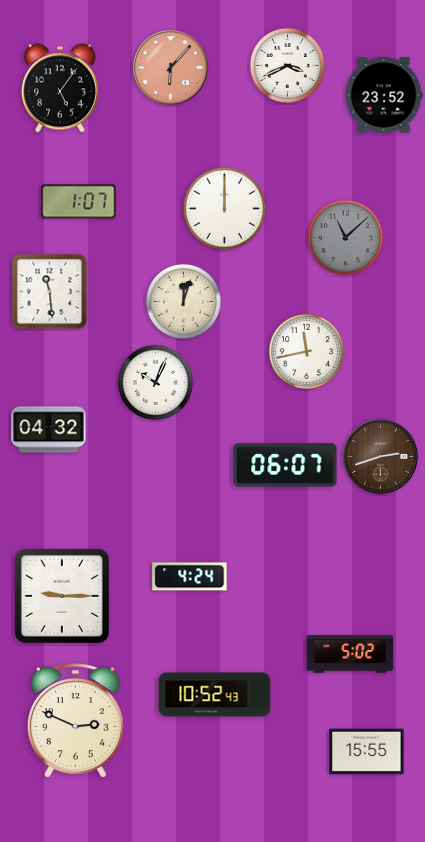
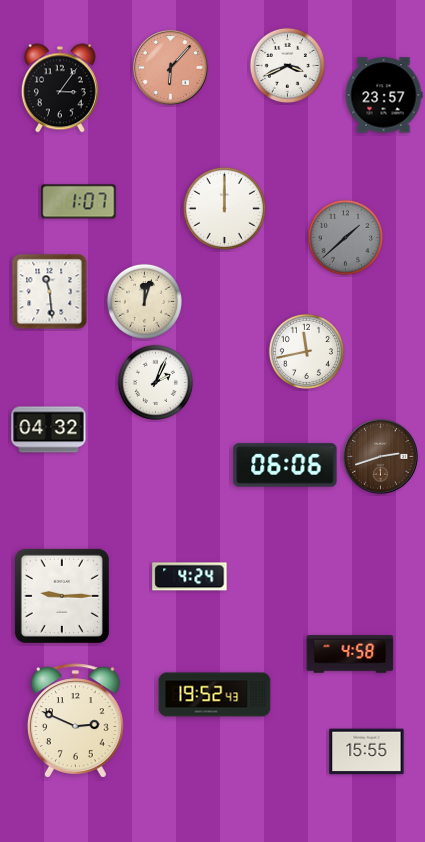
clock at (60, 88): 5:06 -> 3:06
clock at (384, 95): 23:52 -> 23:57
clock at (345, 237): 11:08 -> 1:38
clock at (183, 301) position: (183, 301) -> (144, 301)
clock at (155, 382): 10:04 -> 2:04
clock at (285, 465): 06:07 -> 06:06
clock at (350, 654): 5:02 -> 4:58
clock at (215, 695): 10:52 -> 19:52
